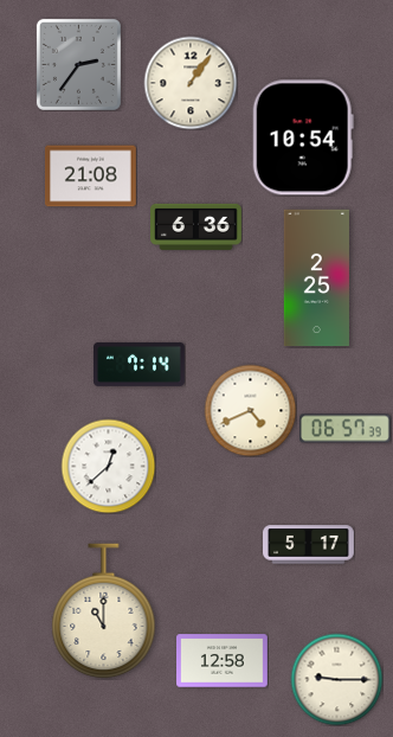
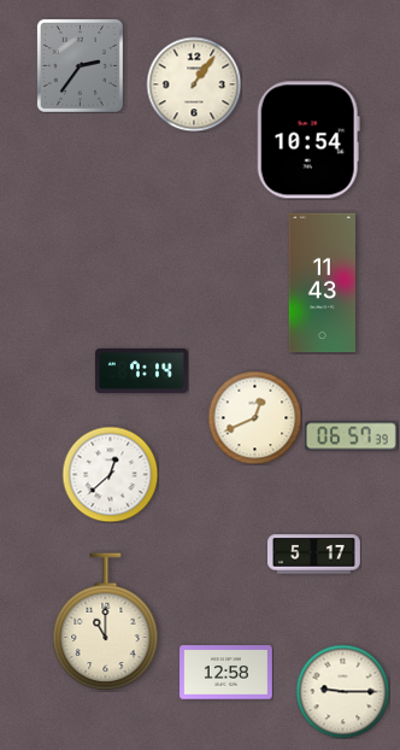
clock at (91, 177): 21:08 -> none
clock at (196, 226): 6:36 -> none
clock at (316, 278): 2:25 -> 11:43
clock at (250, 410): 4:41 -> 12:41
